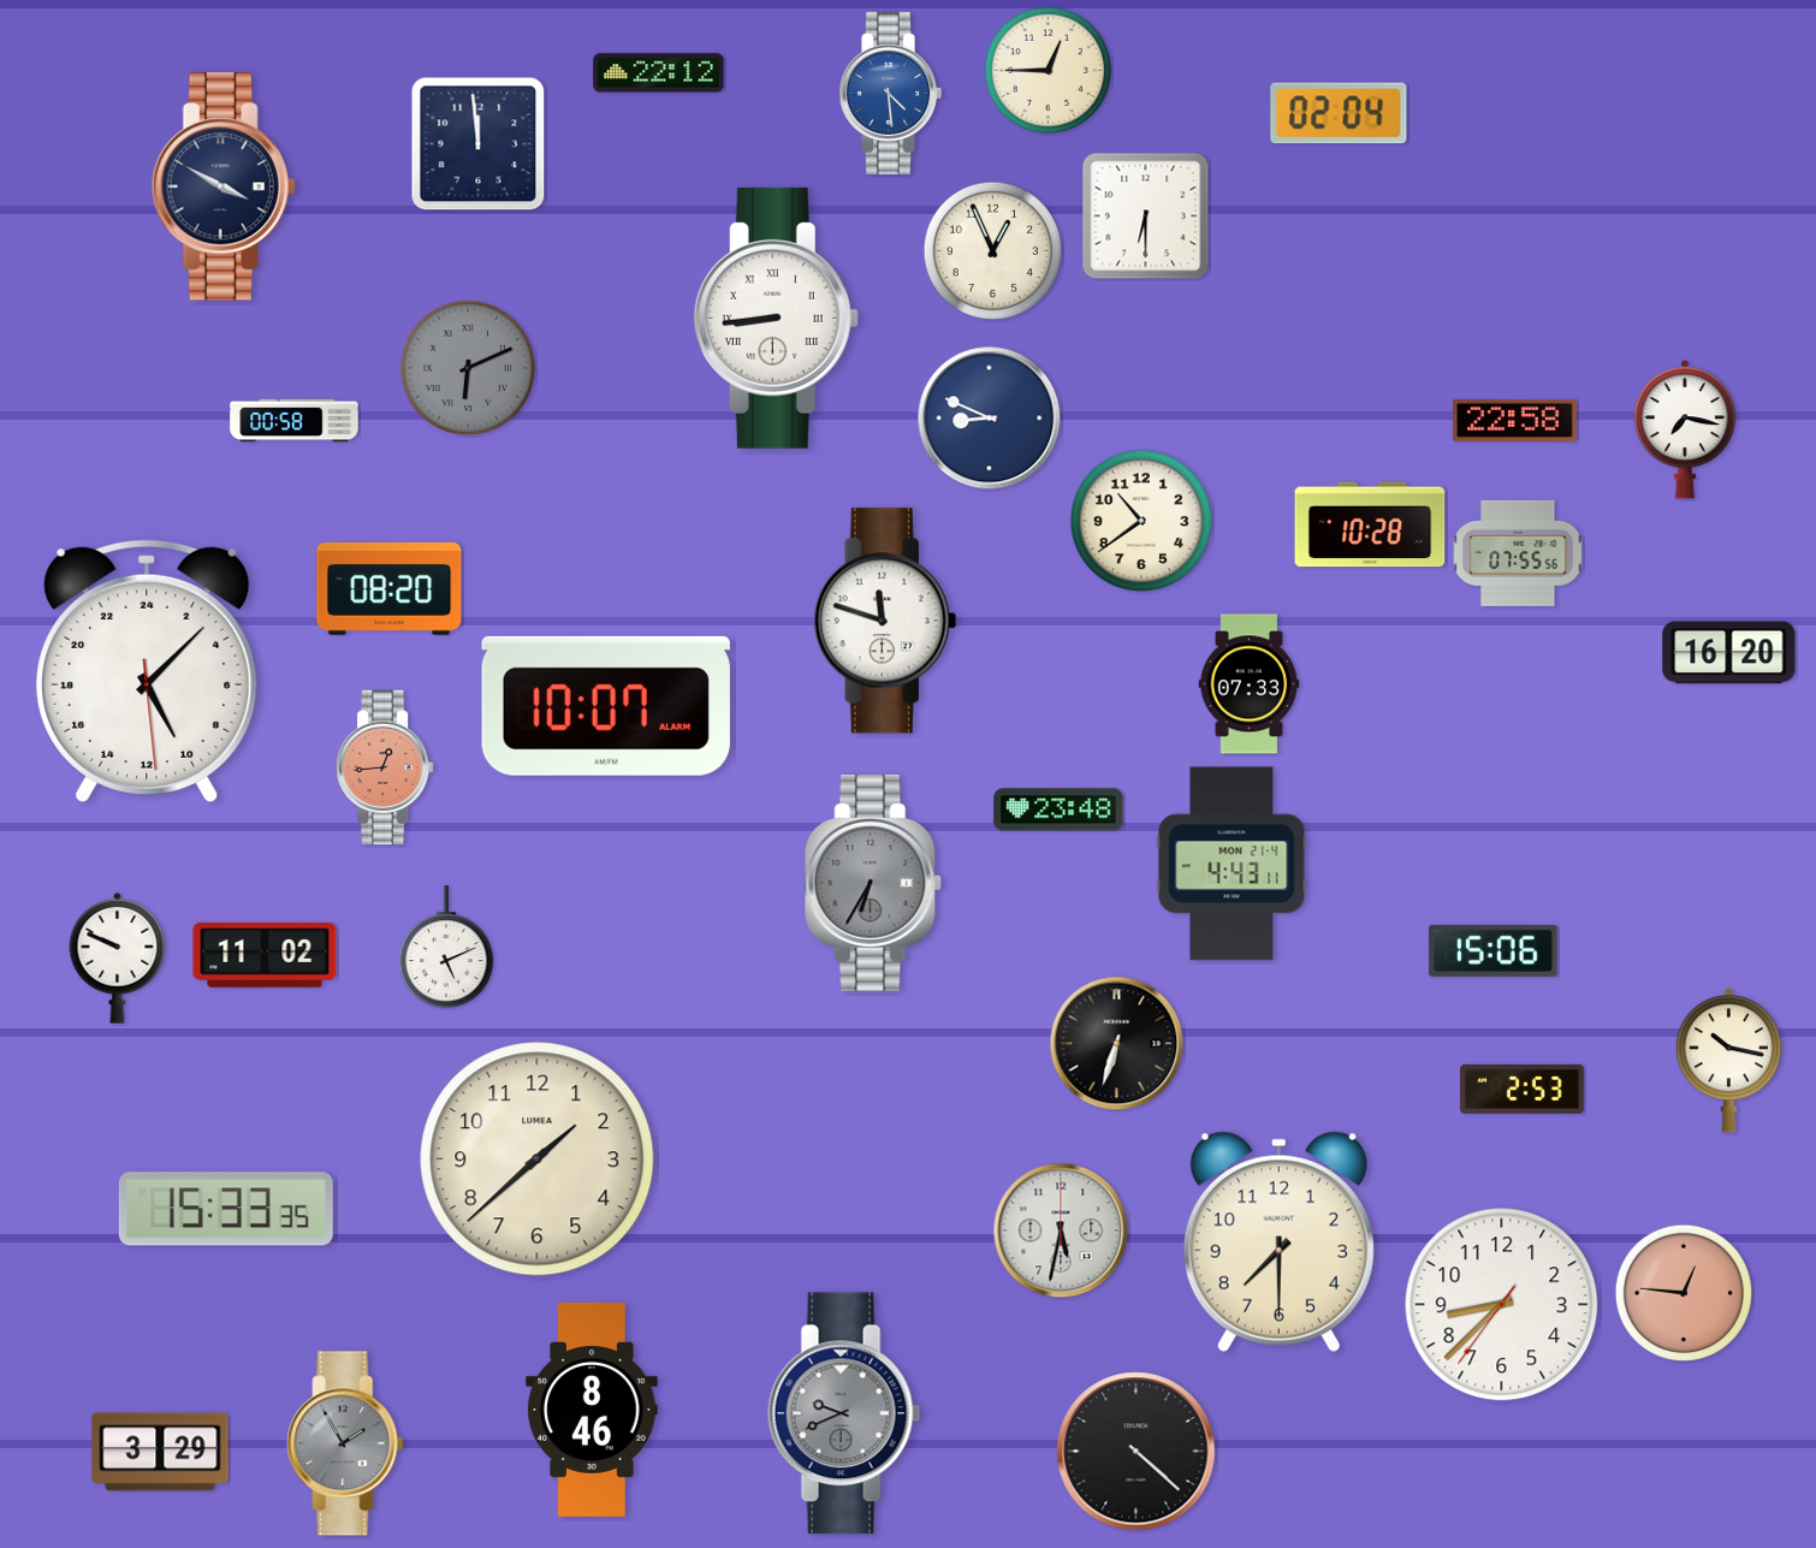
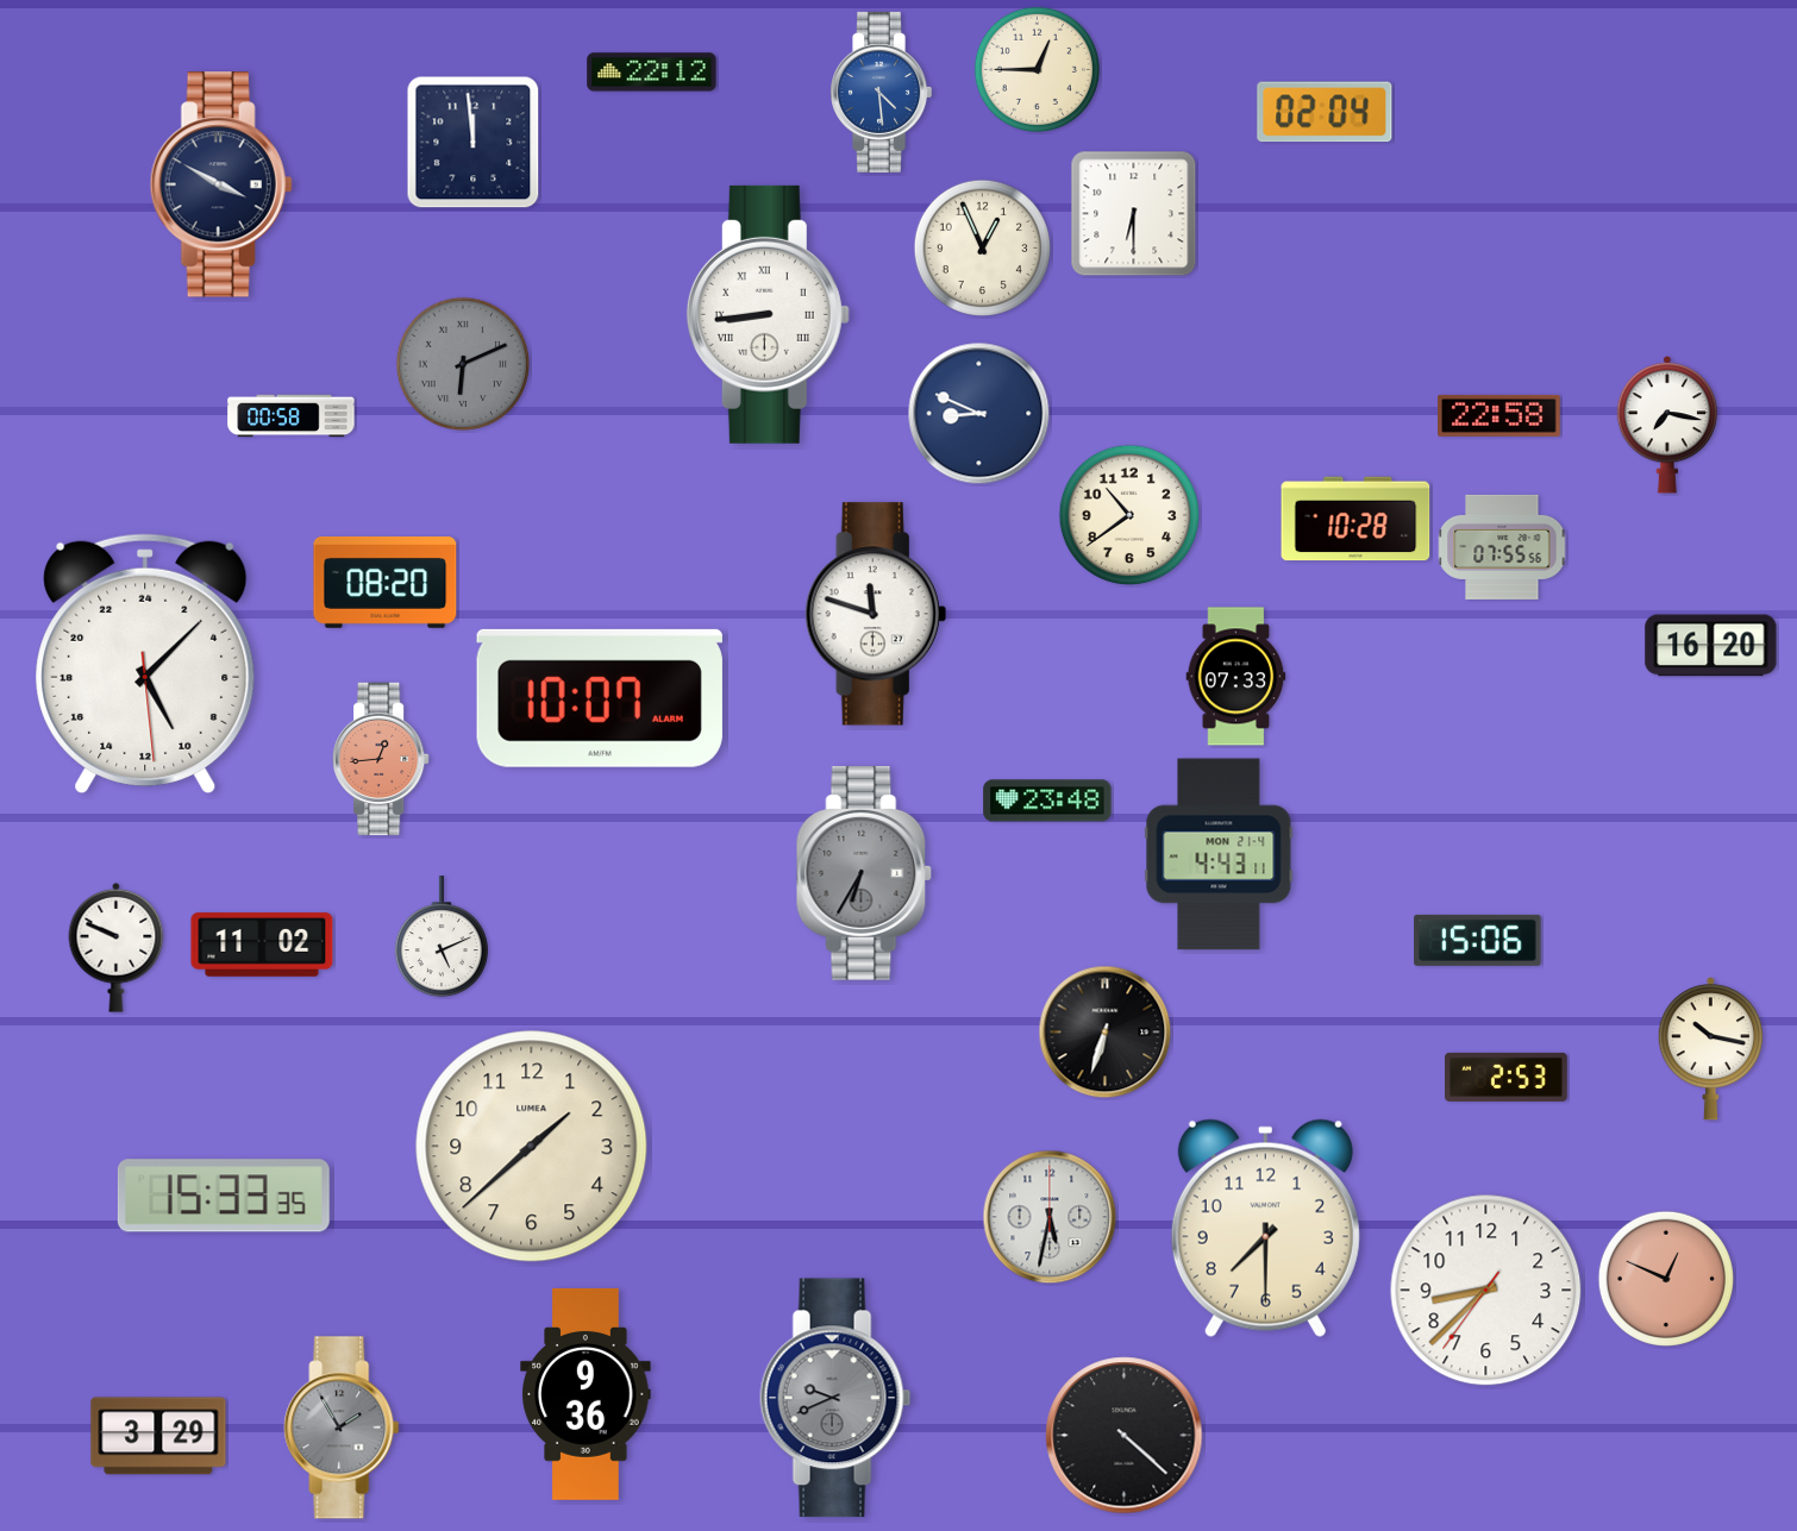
clock at (1684, 1293): 12:46 -> 12:49
clock at (592, 1410): 8:46 -> 9:36
